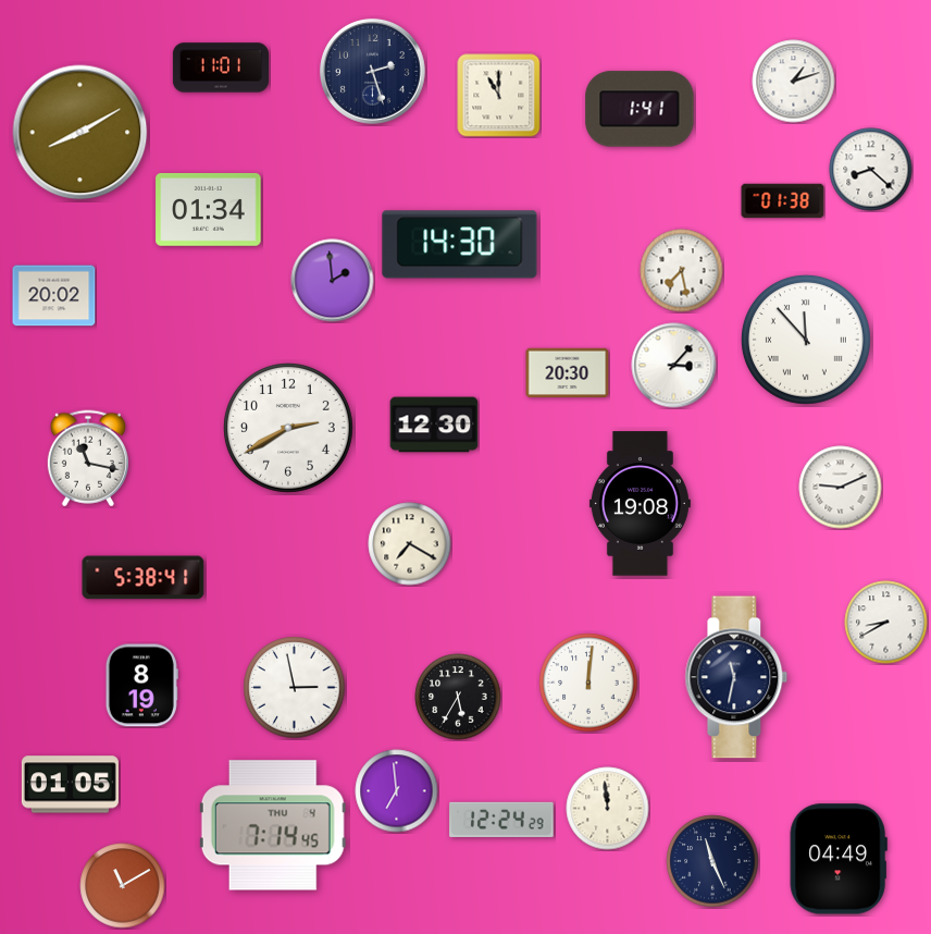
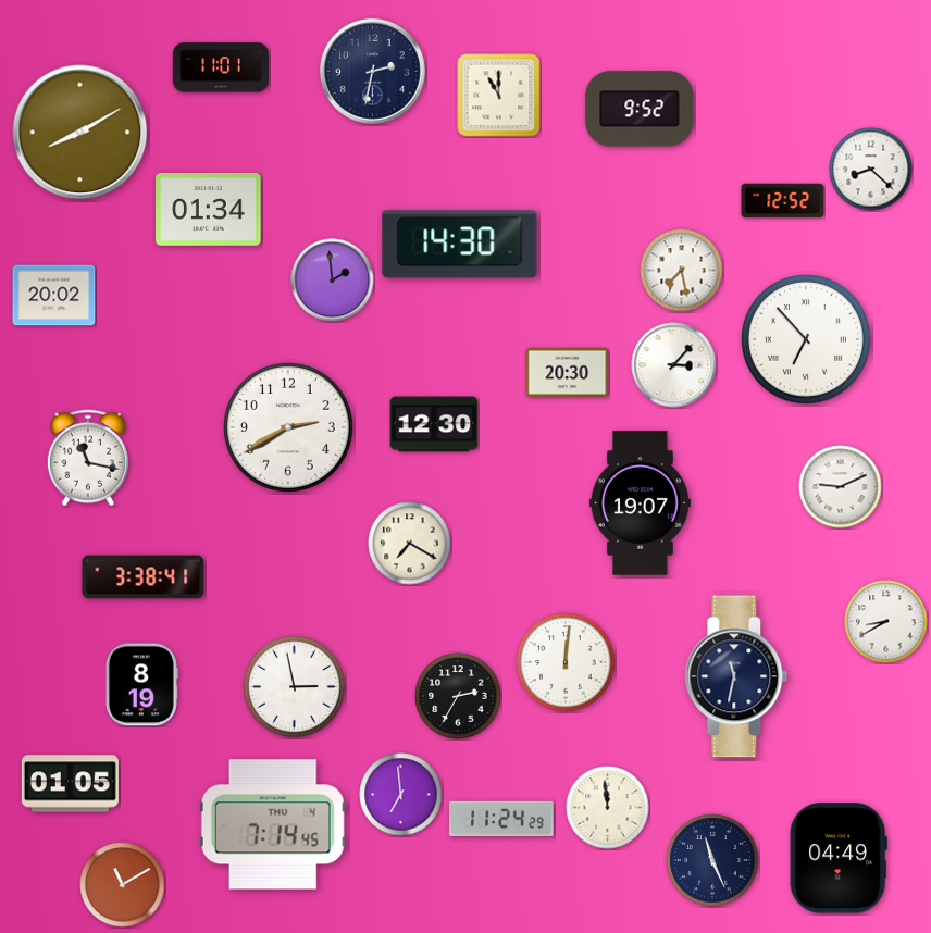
clock at (373, 72): 2:27 -> 2:32
clock at (794, 82): 1:12 -> none
clock at (640, 109): 1:41 -> 9:52
clock at (783, 201): 01:38 -> 12:52
clock at (807, 341): 11:53 -> 6:53
clock at (640, 504): 19:08 -> 19:07
clock at (144, 578): 5:38 -> 3:38
clock at (588, 683) position: (588, 683) -> (566, 662)
clock at (458, 697): 5:35 -> 2:35
clock at (397, 791) position: (397, 791) -> (401, 795)
clock at (501, 820): 12:24 -> 11:24
